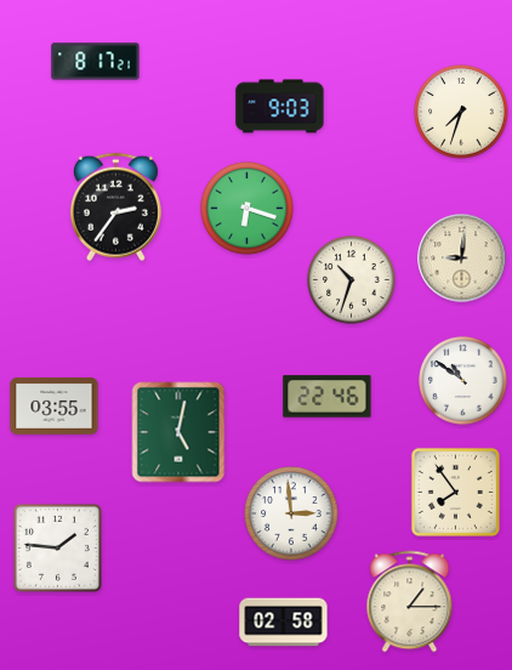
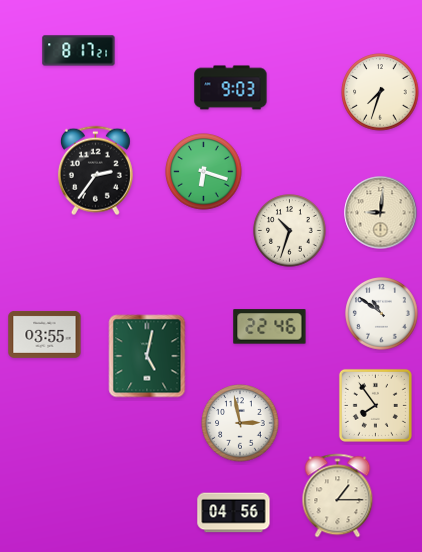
clock at (291, 513): 2:59 -> 2:58
clock at (57, 547): 1:46 -> none
clock at (284, 623): 02:58 -> 04:56
